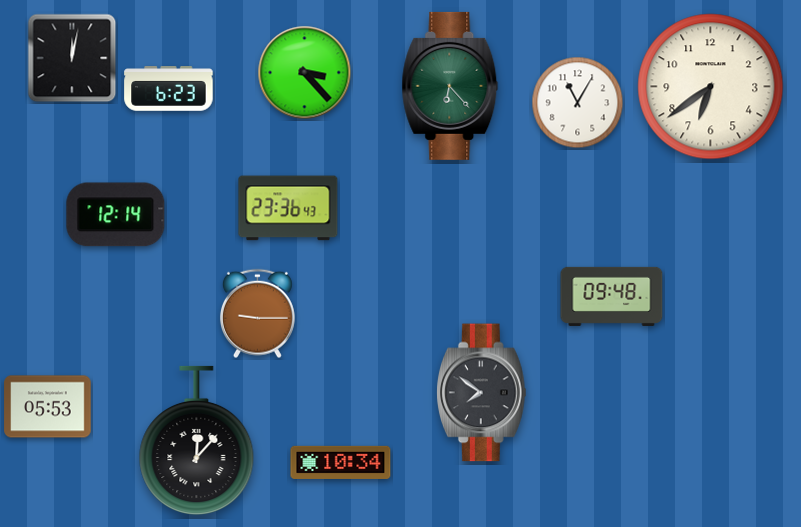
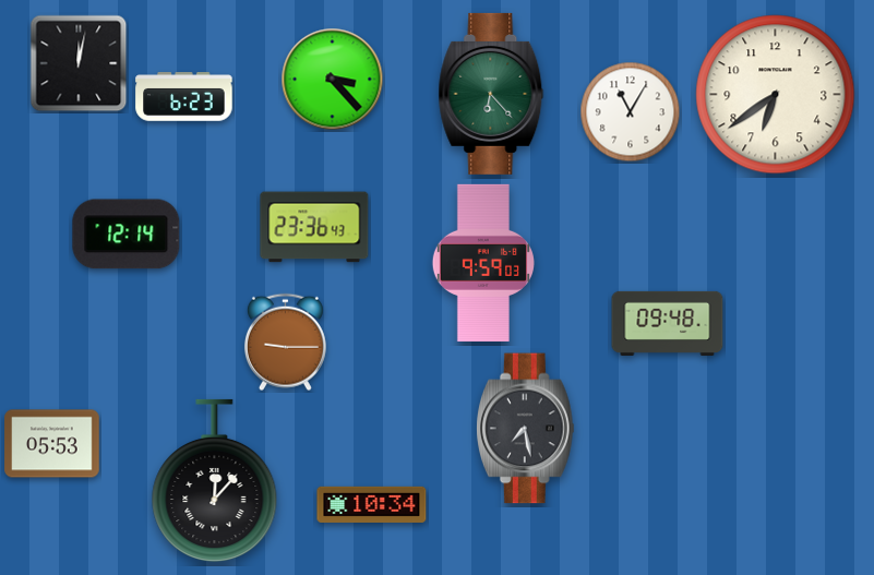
clock at (483, 263): none -> 9:59
clock at (257, 314) position: (257, 314) -> (285, 343)
clock at (481, 393): 7:51 -> 7:28
